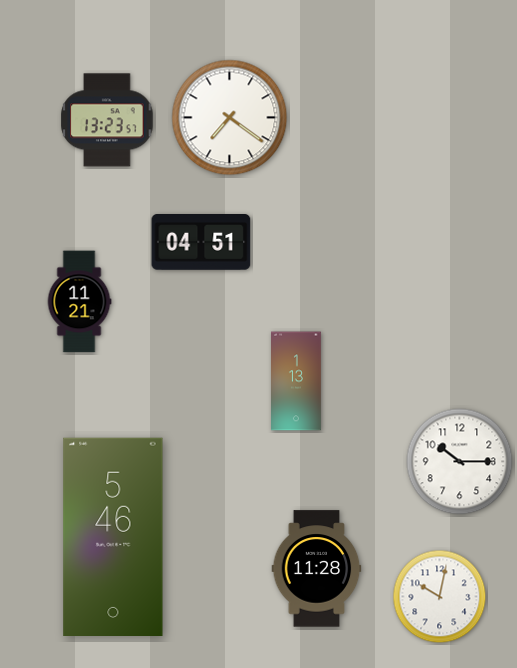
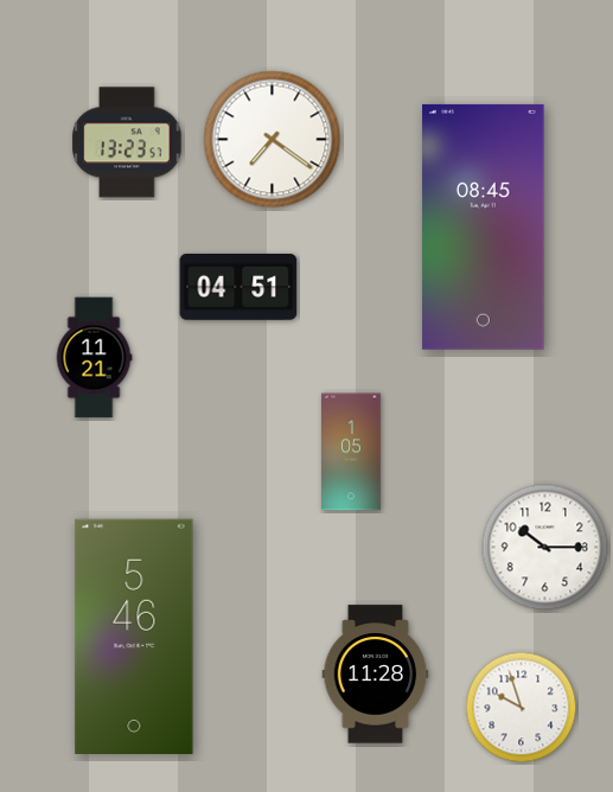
clock at (484, 226): none -> 08:45
clock at (297, 381): 1:13 -> 1:05
clock at (440, 597): 10:02 -> 9:57
